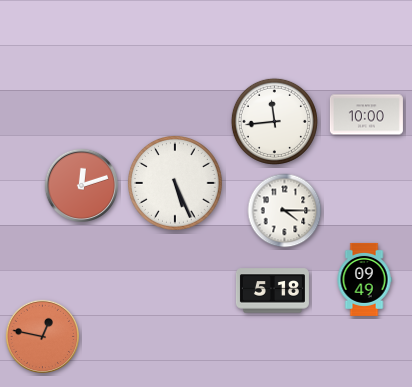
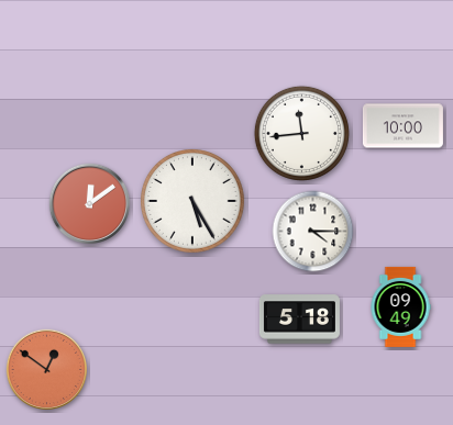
clock at (176, 184): 5:26 -> 5:25
clock at (81, 185): 12:12 -> 12:09
clock at (42, 336): 12:47 -> 12:51
